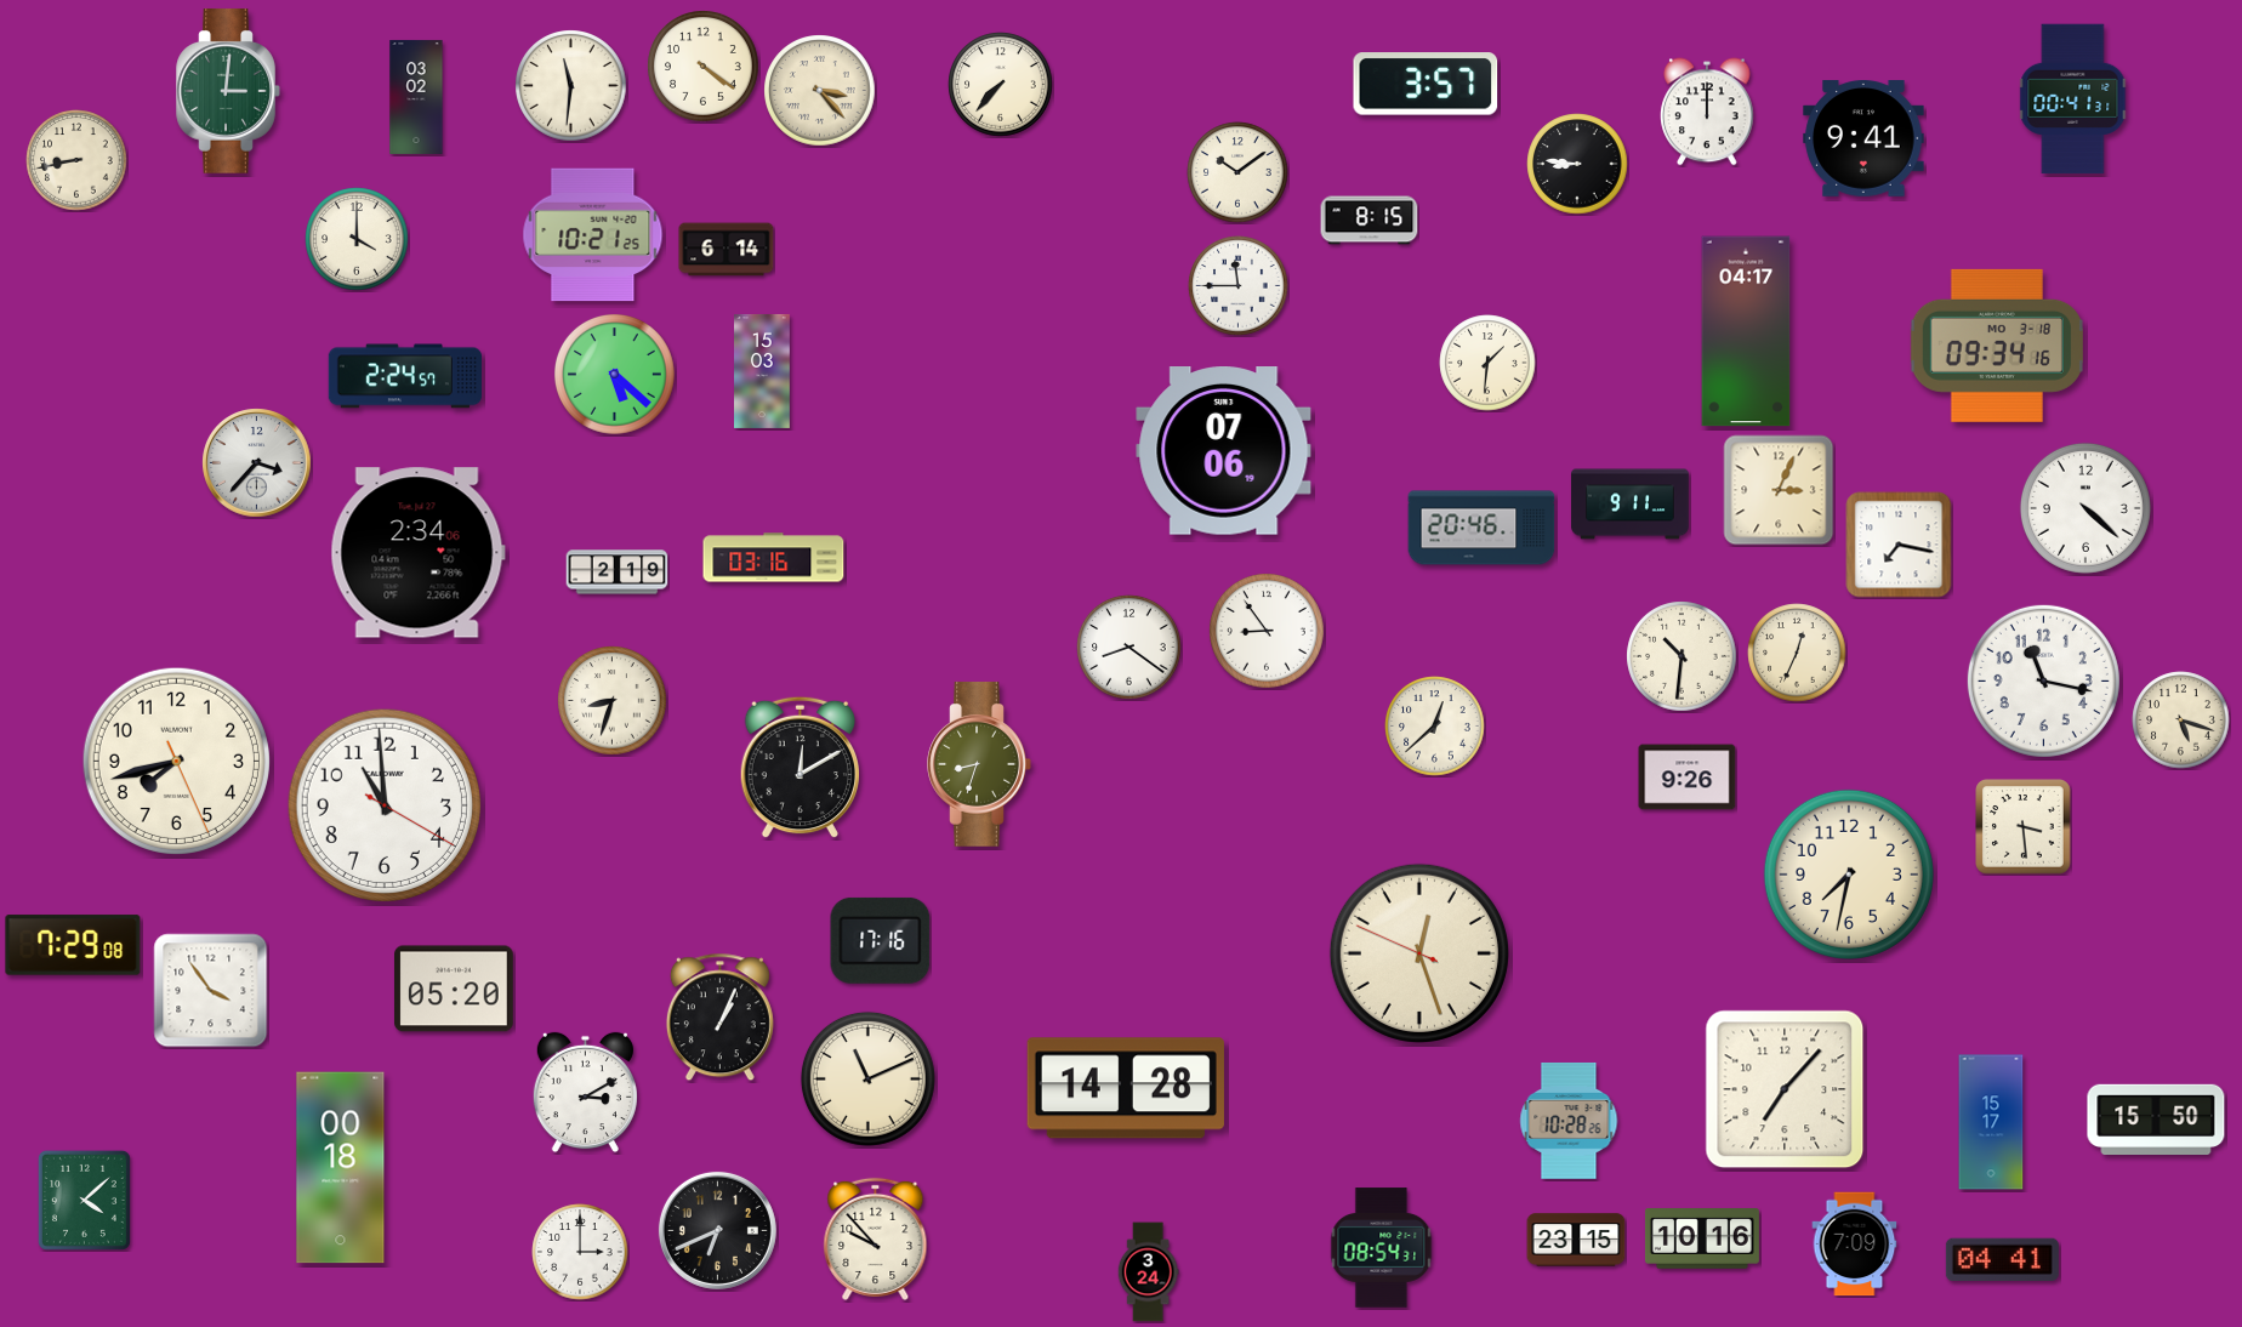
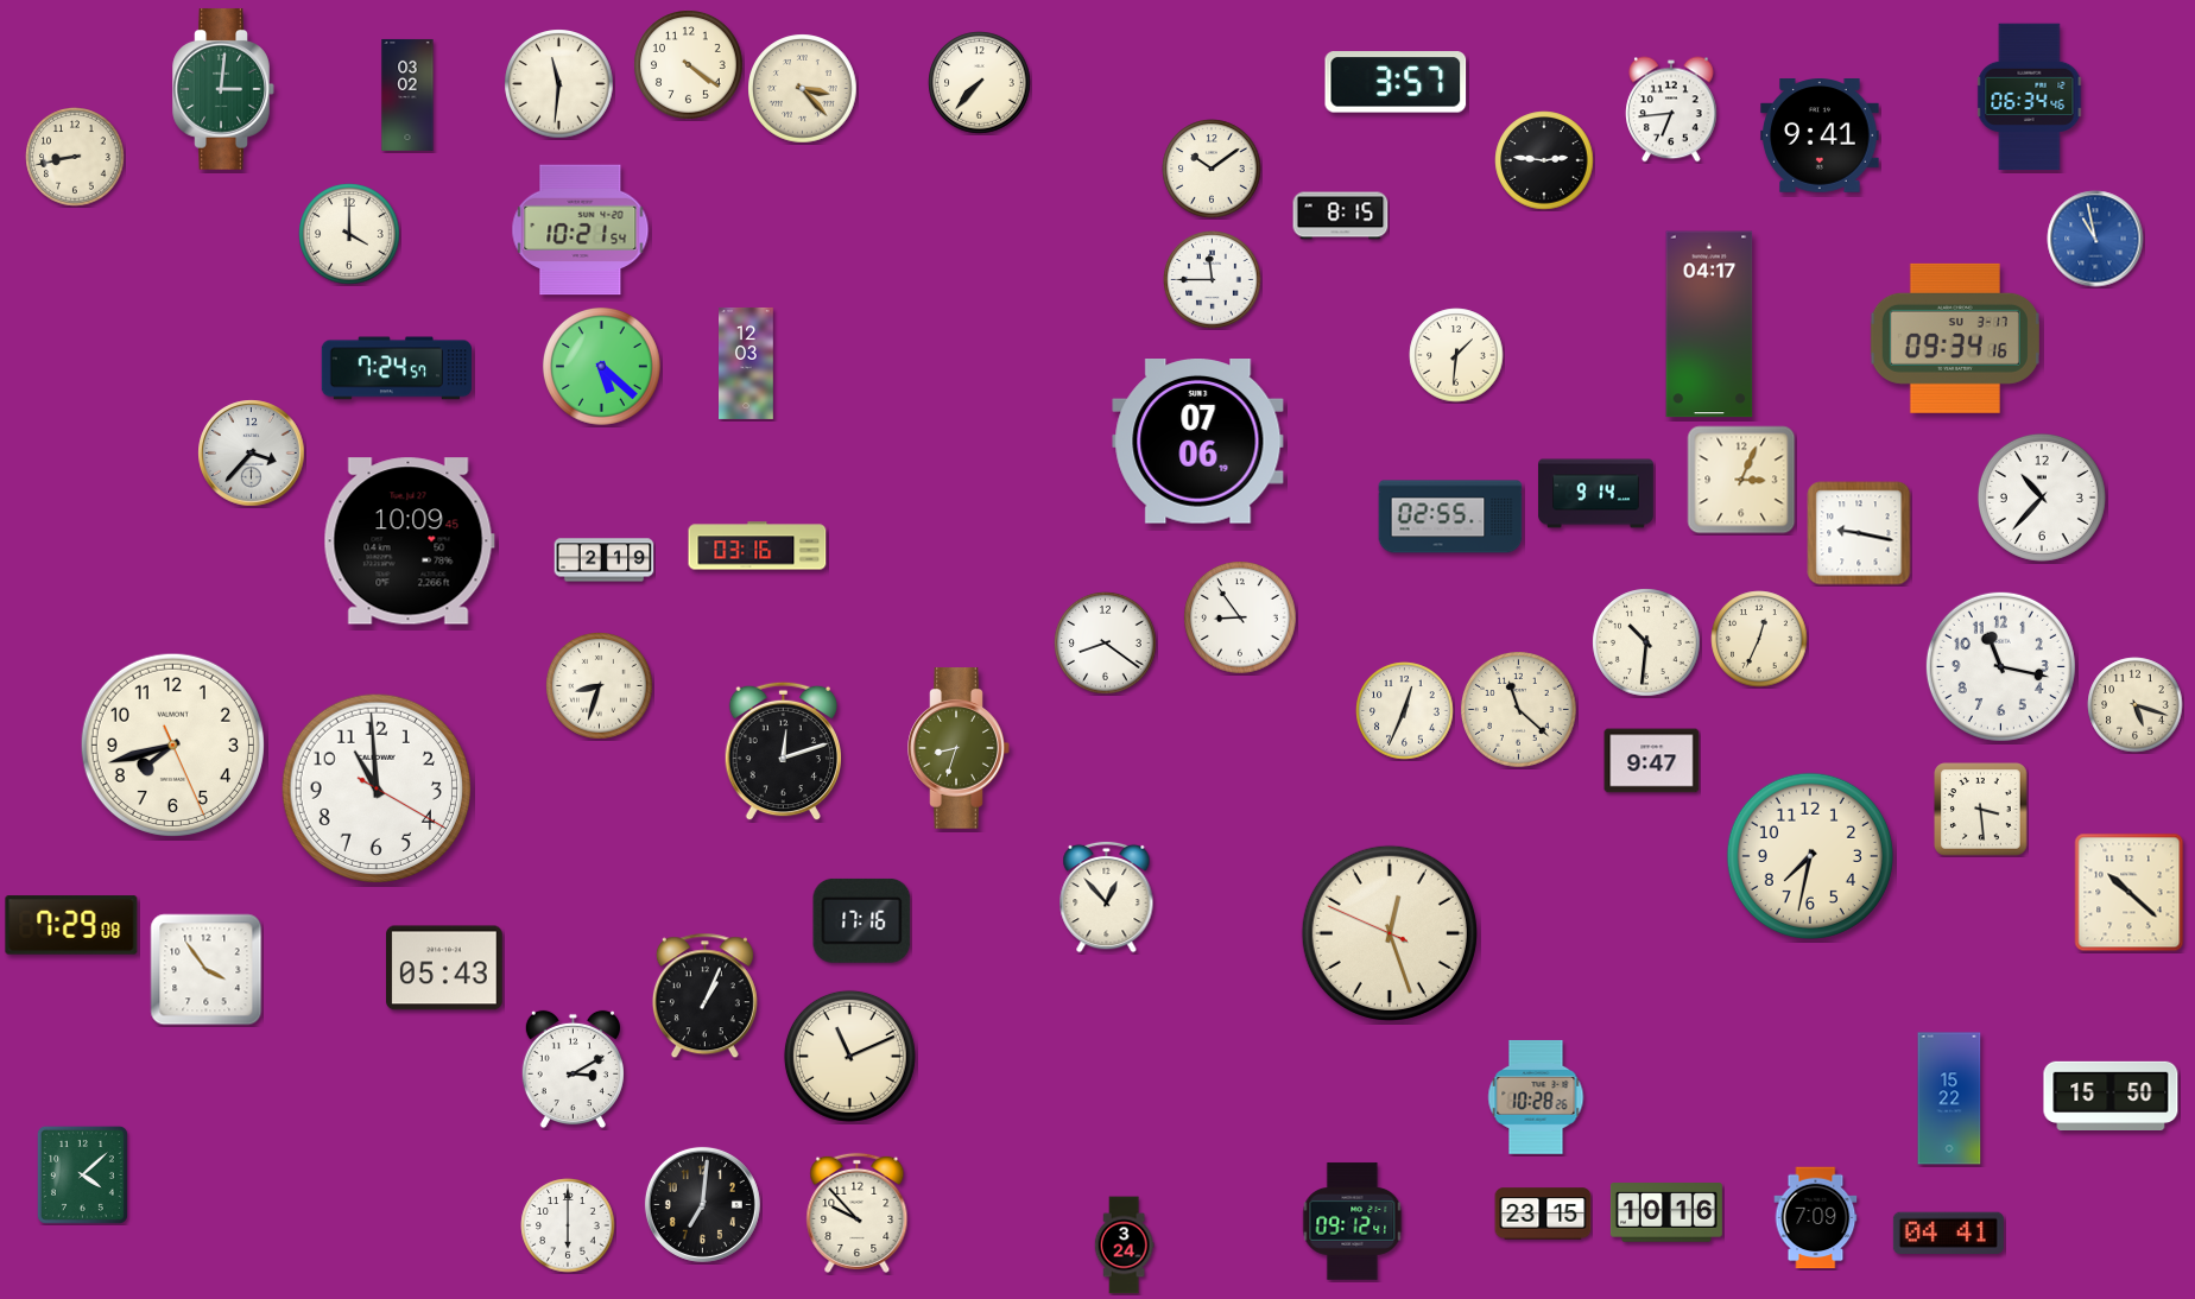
clock at (2073, 99): 00:41 -> 06:34
clock at (1707, 112): 12:00 -> 6:44
clock at (1863, 139) position: (1863, 139) -> (1820, 137)
clock at (1577, 164): 8:46 -> 2:46
clock at (593, 235): 10:21:25 -> 10:21:54
clock at (2095, 239): none -> 10:58
clock at (727, 250): 6:14 -> none
clock at (1997, 346) date: MO 3-18 -> SU 3-17
clock at (763, 371): 15:03 -> 12:03
clock at (404, 376): 2:24 -> 7:24
clock at (1631, 505): 9:11 -> 9:14
clock at (2085, 508): 4:22 -> 10:37
clock at (1481, 528): 20:46 -> 02:55
clock at (1899, 545): 7:17 -> 9:17
clock at (417, 553): 2:34 -> 10:09
clock at (1129, 648) position: (1129, 648) -> (1106, 644)
clock at (1519, 710): none -> 11:22
clock at (1435, 727): 12:38 -> 12:34
clock at (800, 768): 12:10 -> 12:12
clock at (1688, 778): 9:26 -> 9:47
clock at (2130, 893): none -> 10:22
clock at (1107, 896): none -> 12:53
clock at (455, 989): 05:20 -> 05:43
clock at (1126, 1088): 14:28 -> none
clock at (1785, 1089): 7:07 -> none
clock at (1991, 1122): 15:17 -> 15:22
clock at (341, 1168): 00:18 -> none
clock at (717, 1230): 6:41 -> 7:01
clock at (1382, 1248): 08:54 -> 09:12
clock at (580, 1252): 3:00 -> 6:00
clock at (2002, 1259) position: (2002, 1259) -> (1948, 1233)
